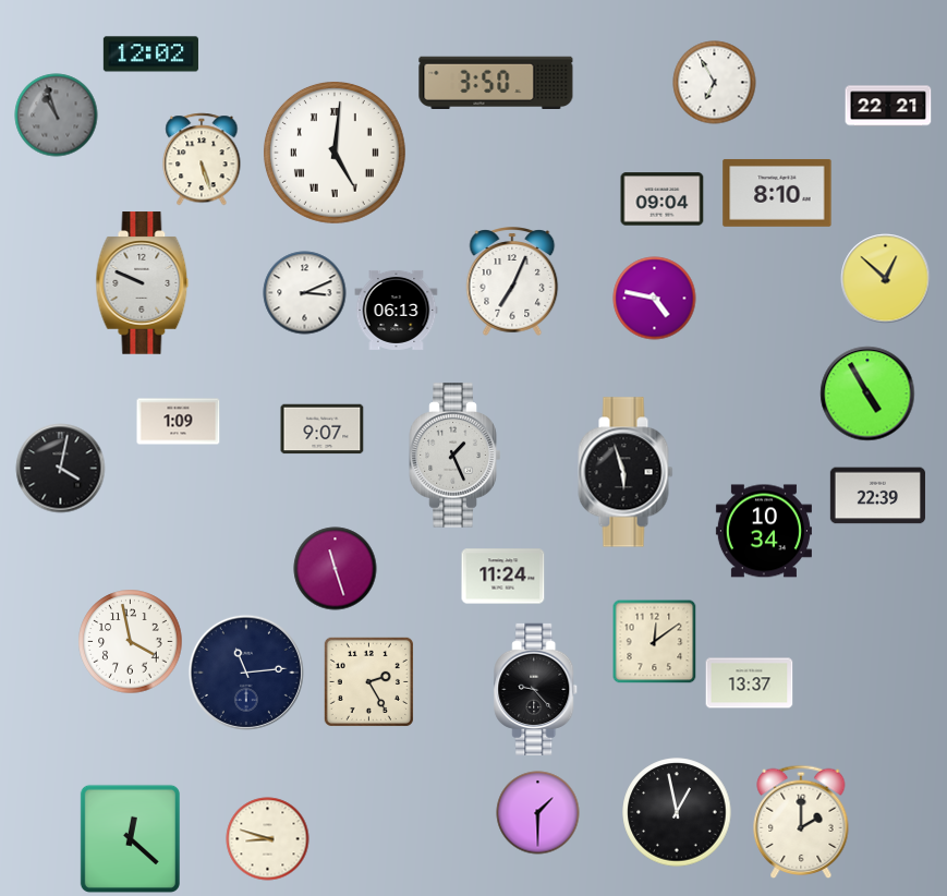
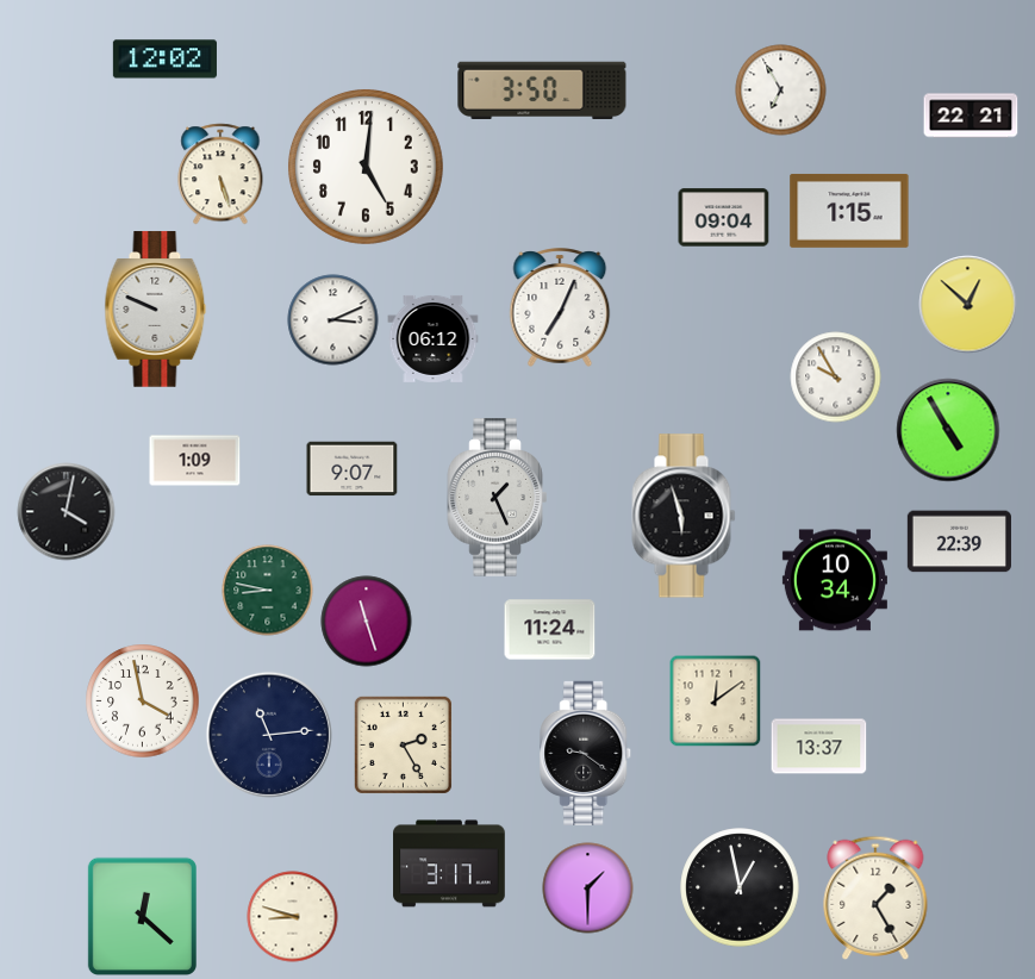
clock at (57, 116): 10:57 -> none
clock at (335, 153) numerals: Roman -> Arabic
clock at (777, 193): 8:10 -> 1:15
clock at (655, 299): 4:47 -> none
clock at (397, 310): 06:13 -> 06:12
clock at (836, 378): none -> 9:55
clock at (268, 591): none -> 8:47
clock at (536, 689): 9:23 -> 9:21
clock at (449, 863): none -> 3:17
clock at (801, 821): 2:00 -> 1:25
